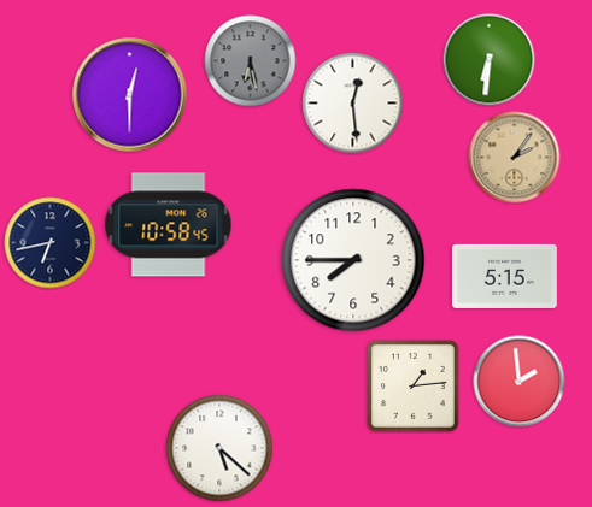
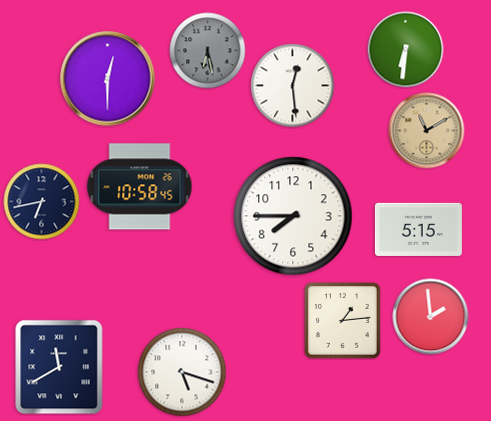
clock at (515, 158): 2:06 -> 11:10
clock at (59, 367): none -> 11:40
clock at (219, 448): 5:22 -> 5:18
